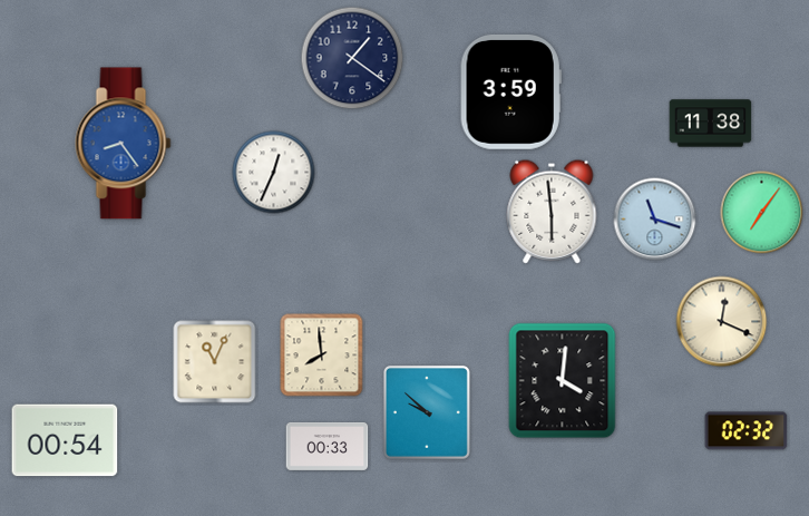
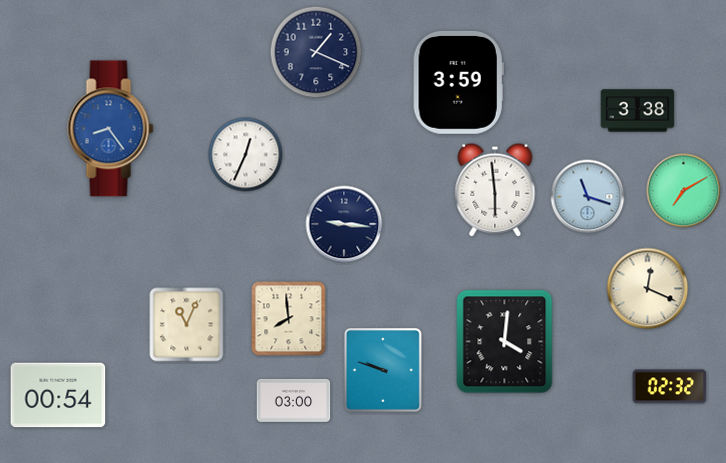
clock at (352, 58): 1:21 -> 1:19
clock at (711, 124): 11:38 -> 3:38
clock at (762, 213): 7:06 -> 7:10
clock at (344, 224): none -> 9:16
clock at (215, 362) position: (215, 362) -> (187, 325)
clock at (427, 412): 9:52 -> 9:48
clock at (328, 446): 00:33 -> 03:00
